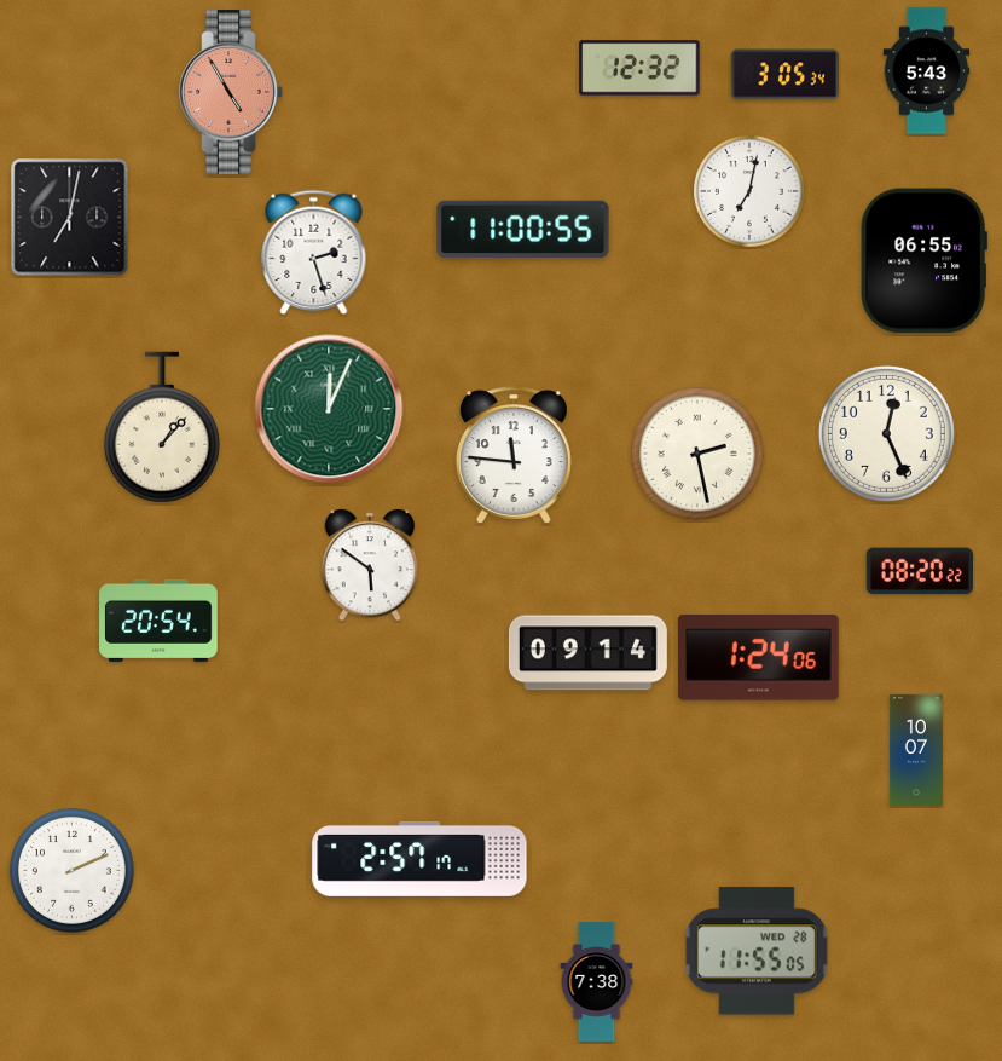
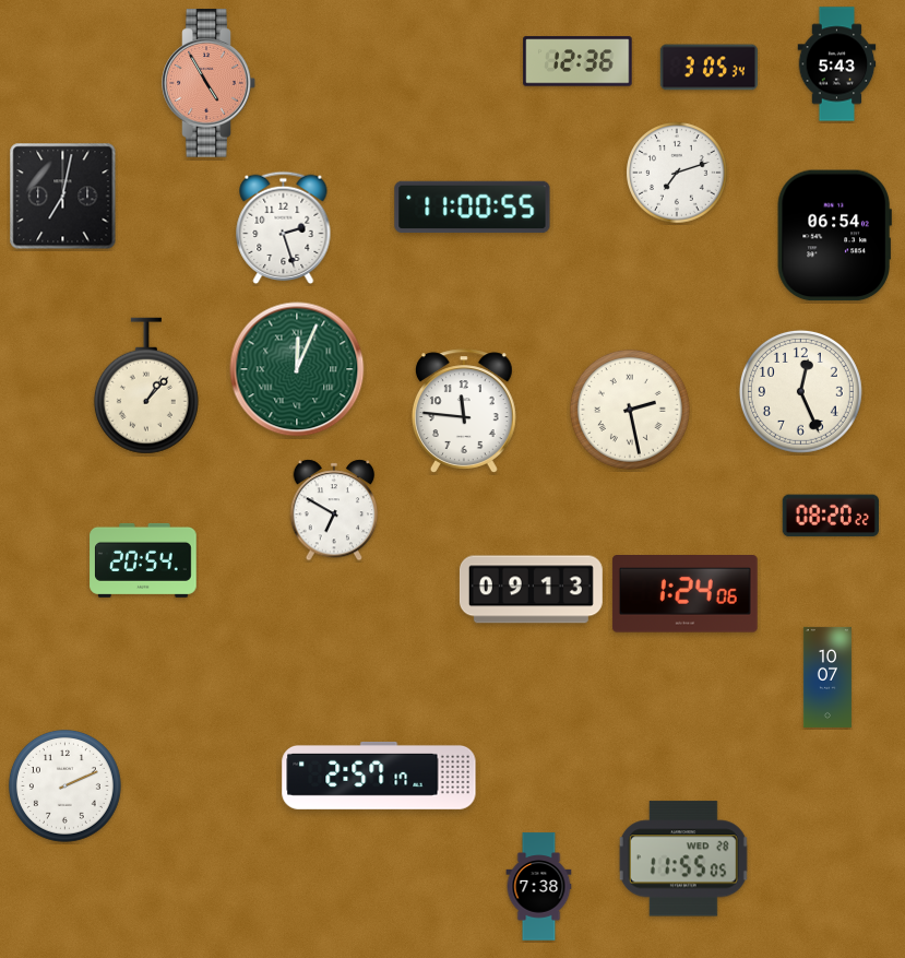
clock at (639, 68): 12:32 -> 12:36
clock at (749, 191): 7:02 -> 7:12
clock at (923, 261): 06:55 -> 06:54
clock at (370, 565): 5:51 -> 6:50
clock at (587, 653): 09:14 -> 09:13
